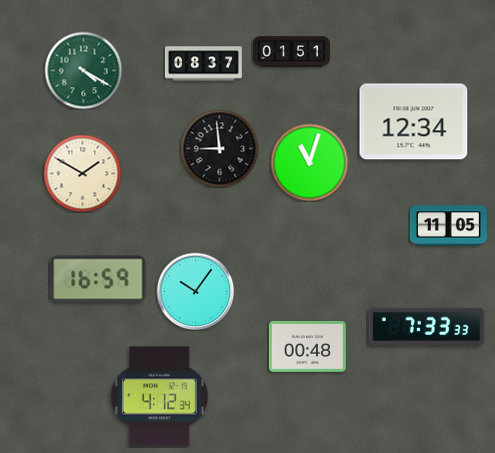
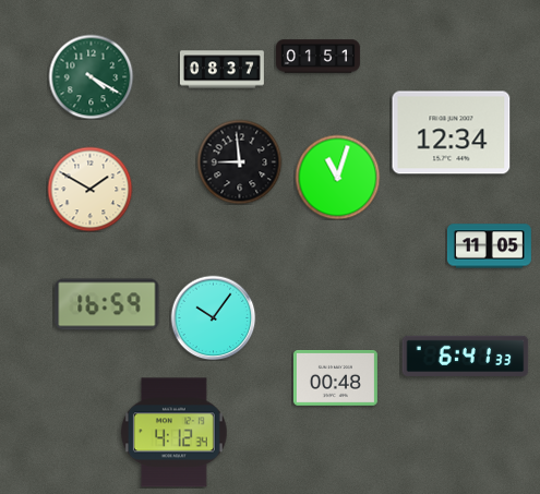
clock at (427, 326): 7:33 -> 6:41
